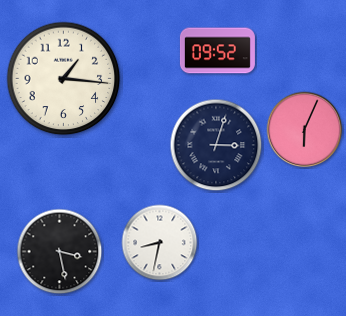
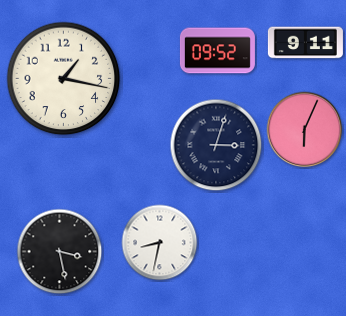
clock at (305, 43): none -> 9:11
clock at (64, 79): 1:16 -> 1:17
